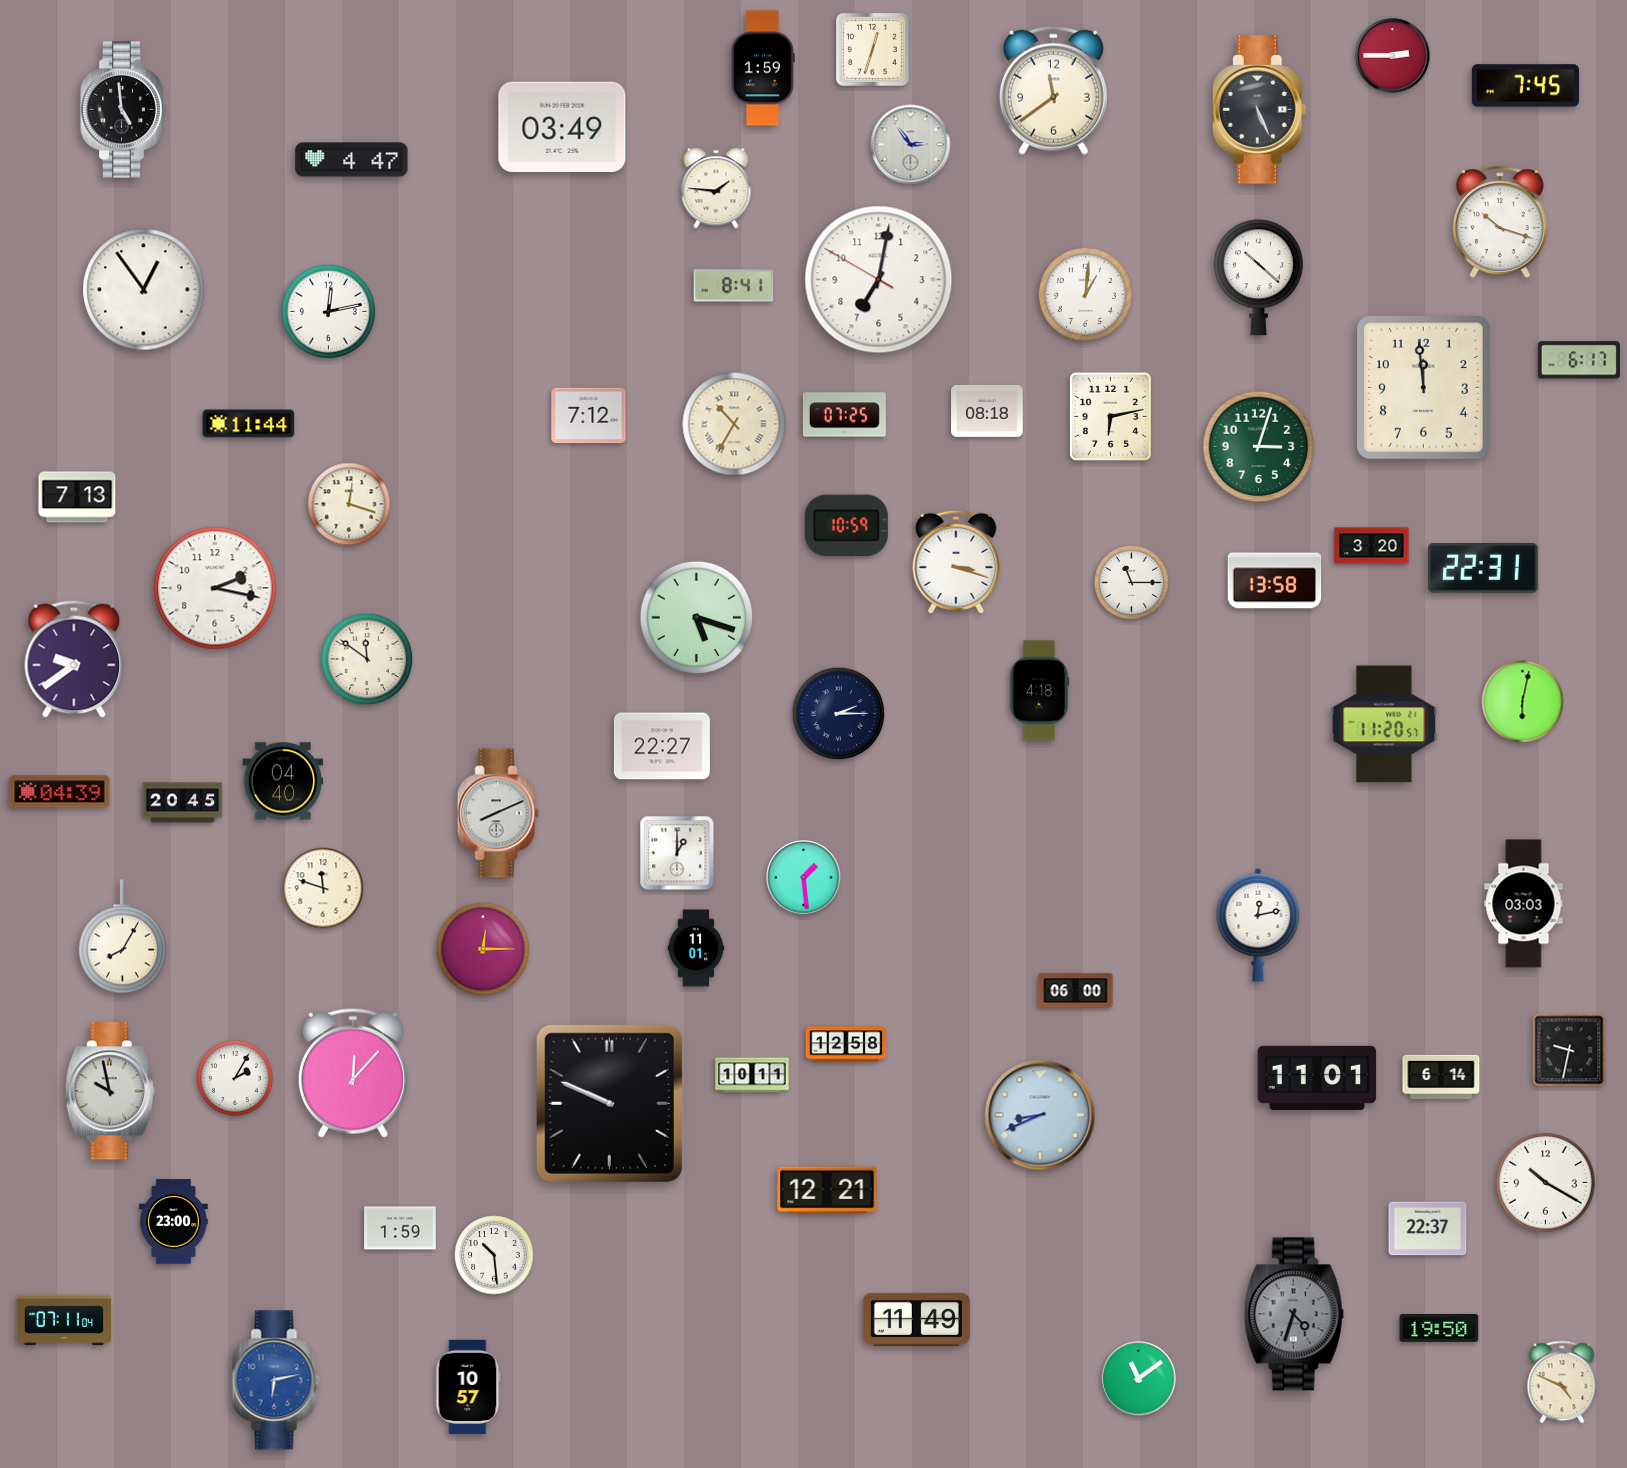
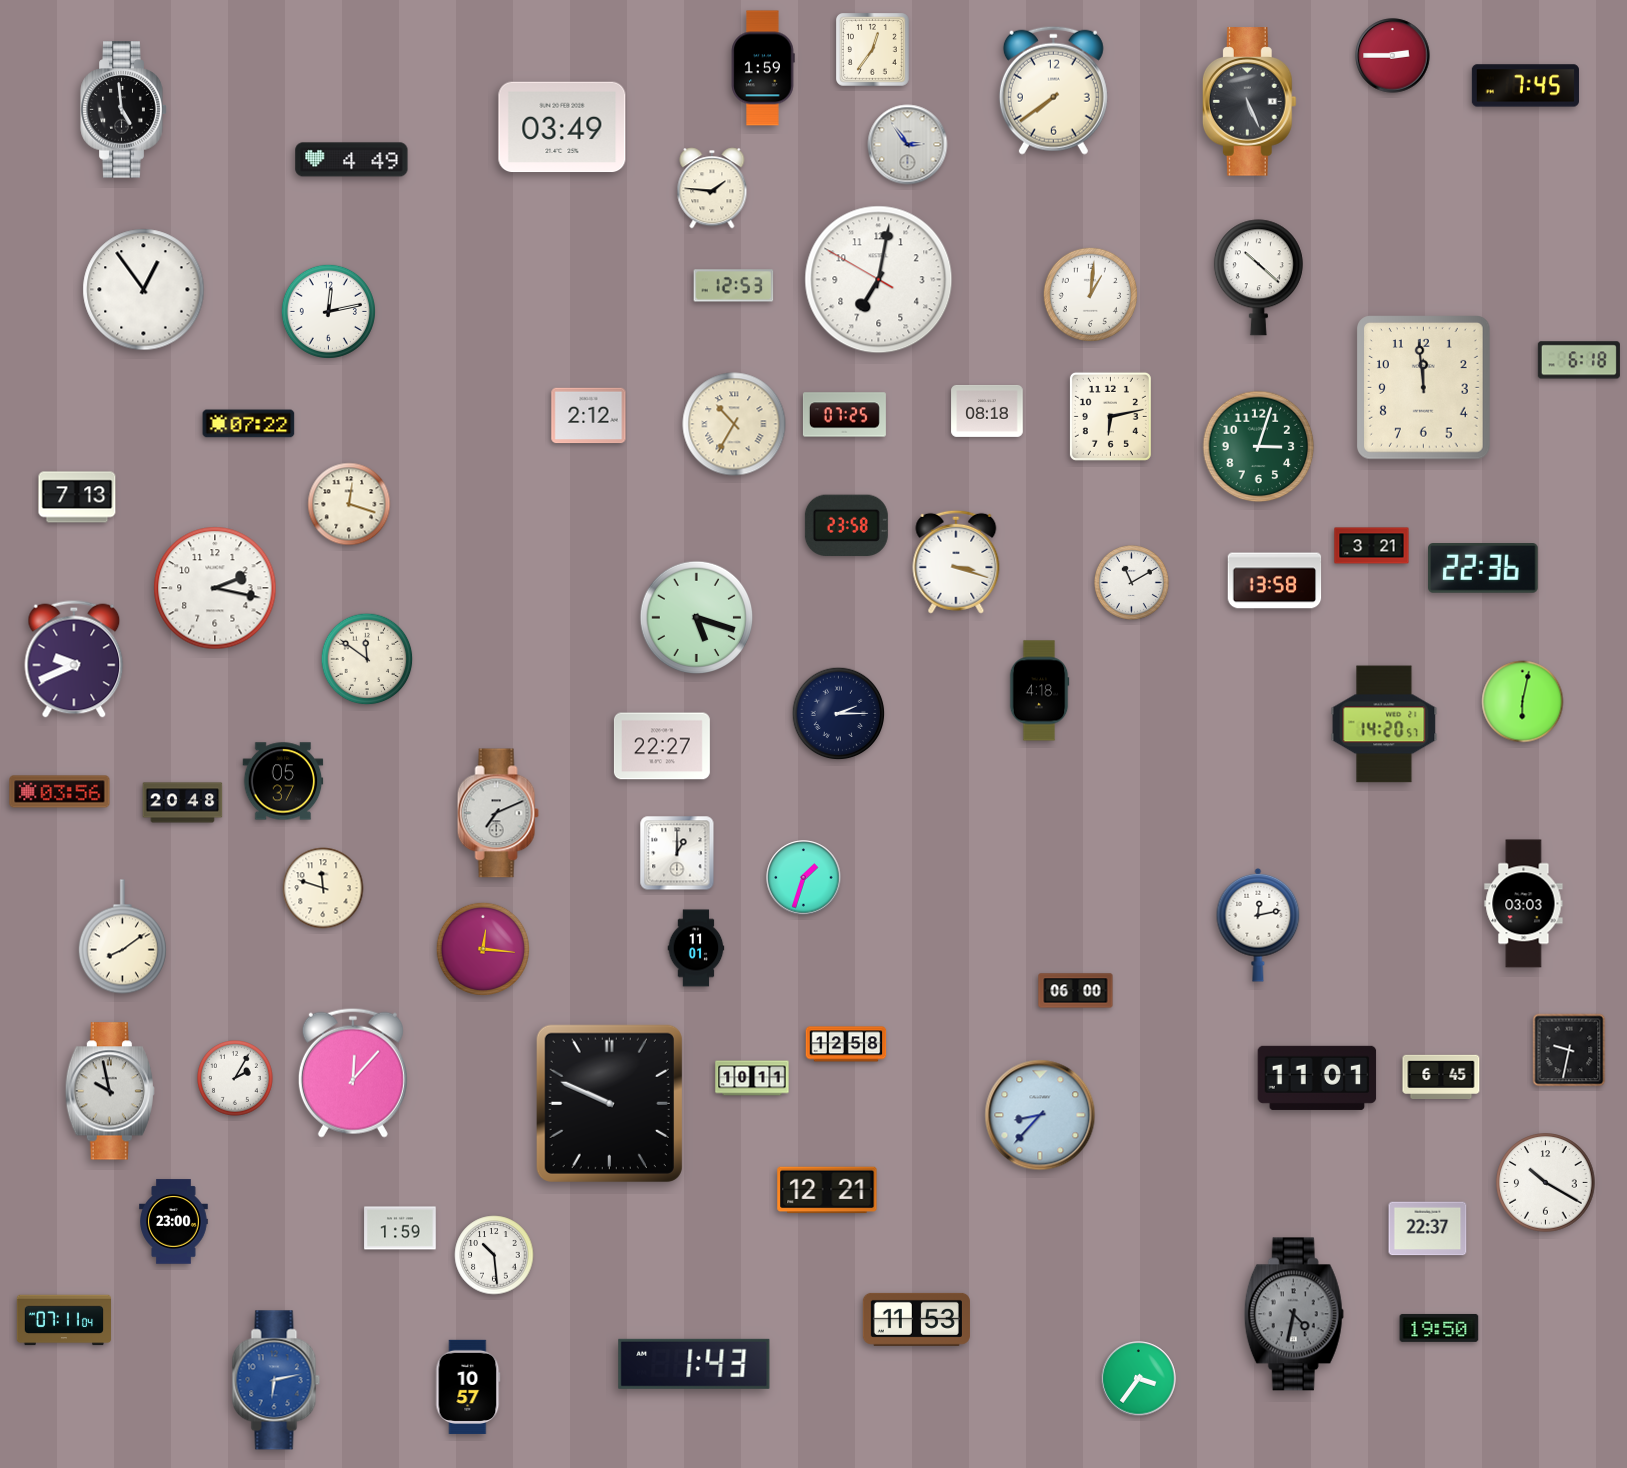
clock at (873, 50): 12:33 -> 12:36
clock at (1053, 90): 11:39 -> 7:39
clock at (1259, 110) position: (1259, 110) -> (1249, 102)
clock at (911, 145) position: (911, 145) -> (908, 145)
clock at (352, 160): 4:47 -> 4:49
clock at (716, 188) position: (716, 188) -> (712, 188)
clock at (1500, 223): 10:18 -> none
clock at (734, 286): 8:41 -> 12:53
clock at (1085, 294) position: (1085, 294) -> (1090, 294)
clock at (1579, 360): 6:17 -> 6:18
clock at (589, 416): 7:12 -> 2:12
clock at (249, 424): 11:44 -> 07:22
clock at (846, 526): 10:59 -> 23:58
clock at (1372, 546): 3:20 -> 3:21
clock at (1484, 569): 22:31 -> 22:36
clock at (1131, 582): 11:15 -> 11:10
clock at (74, 659): 9:39 -> 9:41
clock at (1384, 724): 11:20 -> 14:20
clock at (283, 781): 04:40 -> 05:37
clock at (60, 792): 04:39 -> 03:56
clock at (183, 803): 20:45 -> 20:48
clock at (498, 813): 8:11 -> 7:11
clock at (804, 878): 1:29 -> 1:33
clock at (122, 937): 8:05 -> 8:09
clock at (482, 948): 12:15 -> 12:16
clock at (752, 1075) position: (752, 1075) -> (752, 1078)
clock at (1441, 1076): 6:14 -> 6:45
clock at (1040, 1115): 8:41 -> 8:37
clock at (1294, 1314): 4:33 -> 4:32
clock at (916, 1319): 11:49 -> 11:53
clock at (694, 1364): none -> 1:43
clock at (1139, 1379): 11:09 -> 3:36
clock at (1562, 1382): 4:49 -> none
